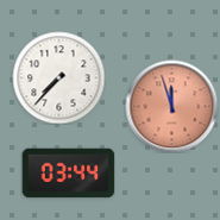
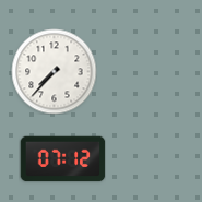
clock at (171, 106): 11:57 -> none
clock at (68, 174): 03:44 -> 07:12
